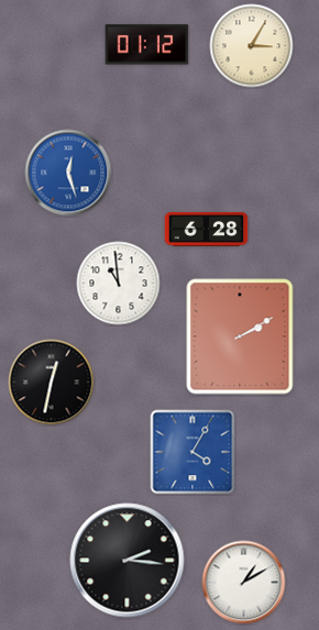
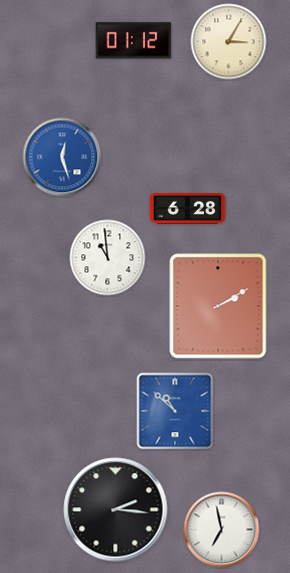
clock at (52, 383): 12:32 -> none
clock at (193, 452): 4:05 -> 10:52
clock at (244, 583): 1:10 -> 6:58
